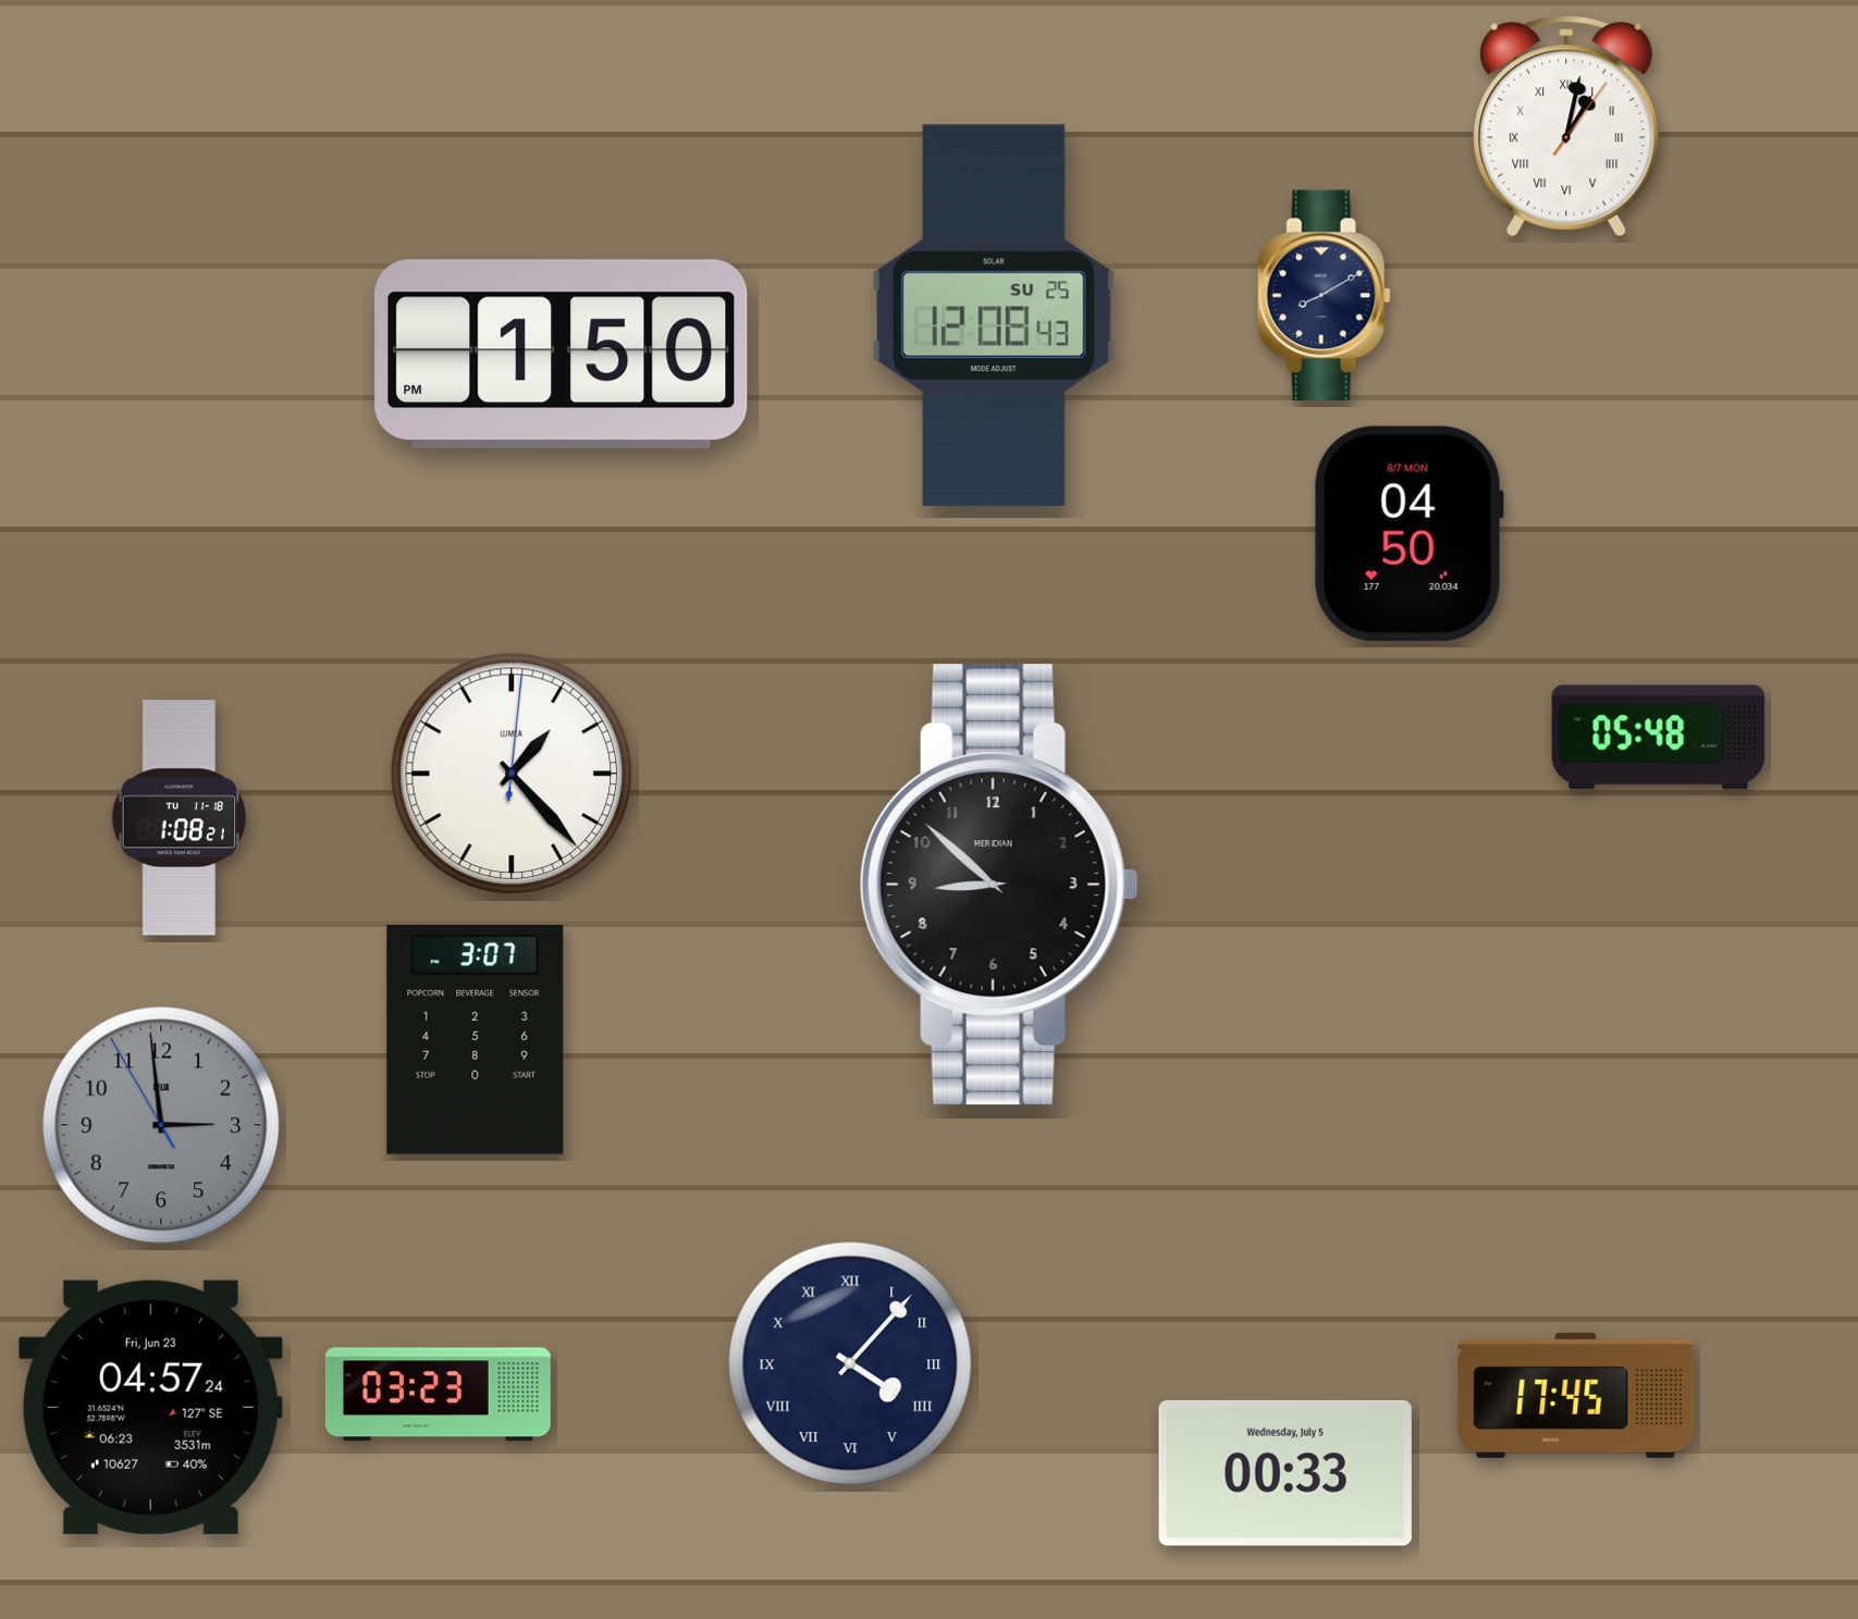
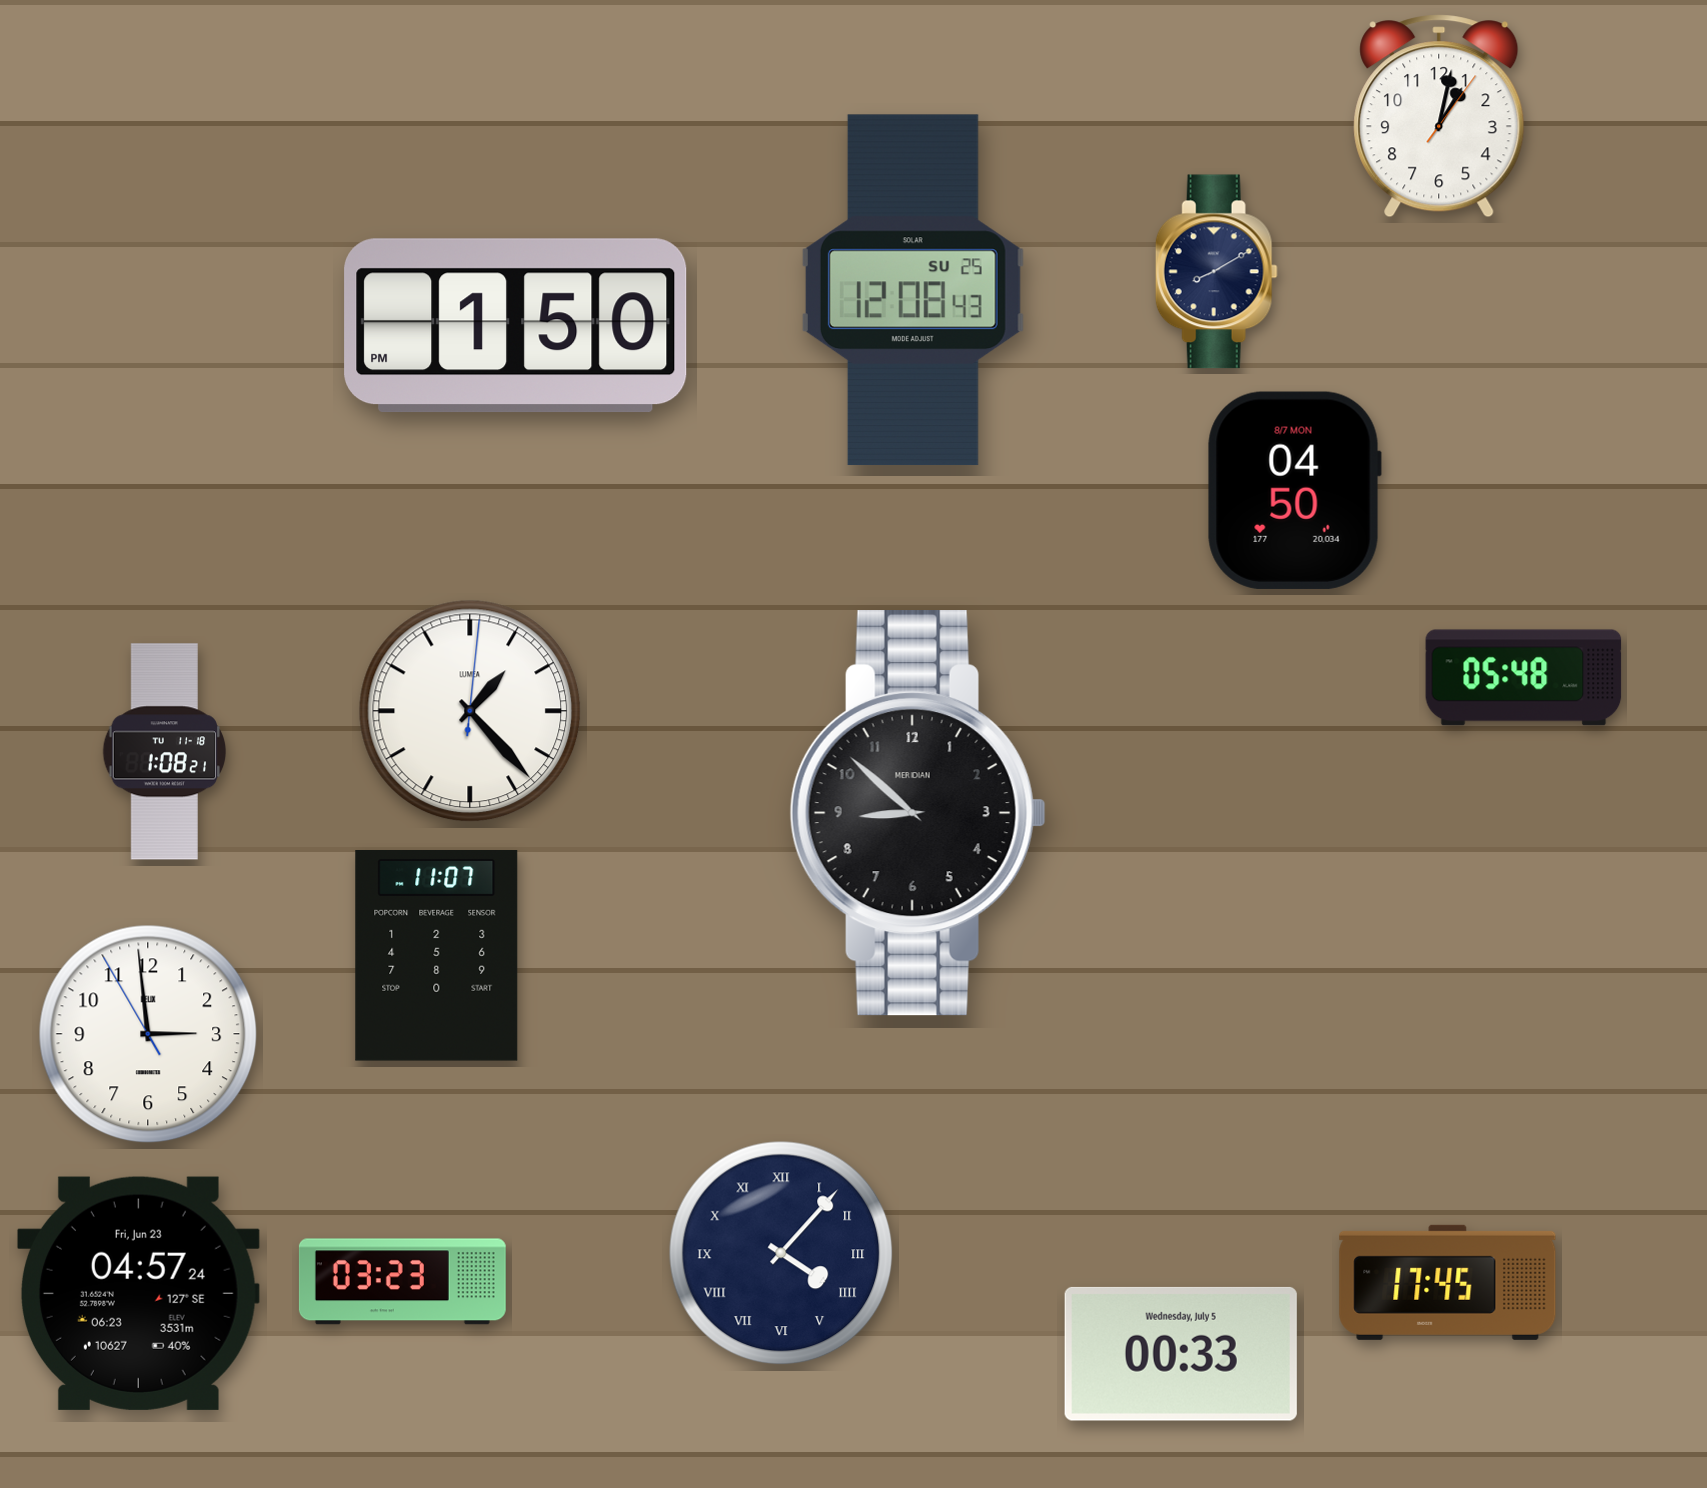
clock at (1566, 126) numerals: Roman -> Arabic
clock at (476, 1040): 3:07 -> 11:07
clock at (161, 1125) dial: grey -> white
